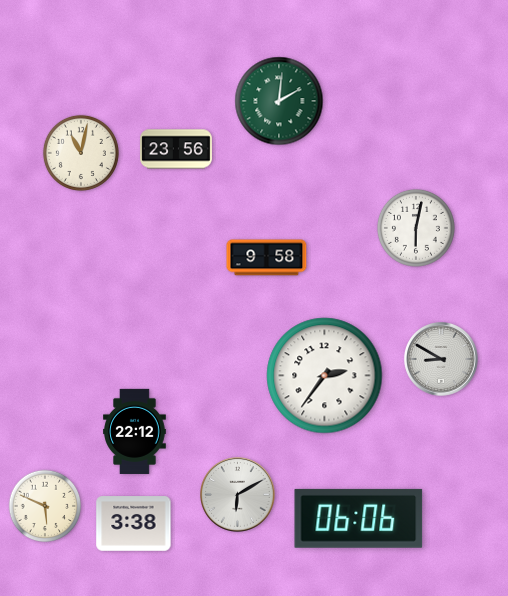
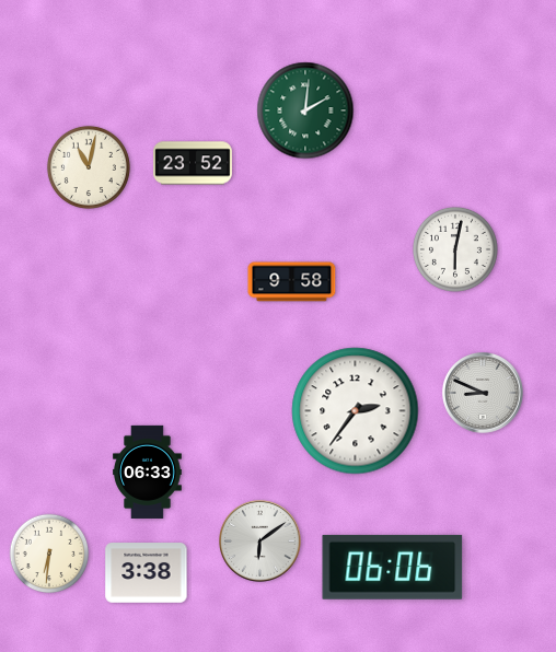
clock at (176, 149): 23:56 -> 23:52
clock at (441, 359): 8:50 -> 8:49
clock at (135, 431): 22:12 -> 06:33
clock at (238, 495): 6:10 -> 6:09
clock at (45, 506): 5:49 -> 6:31
